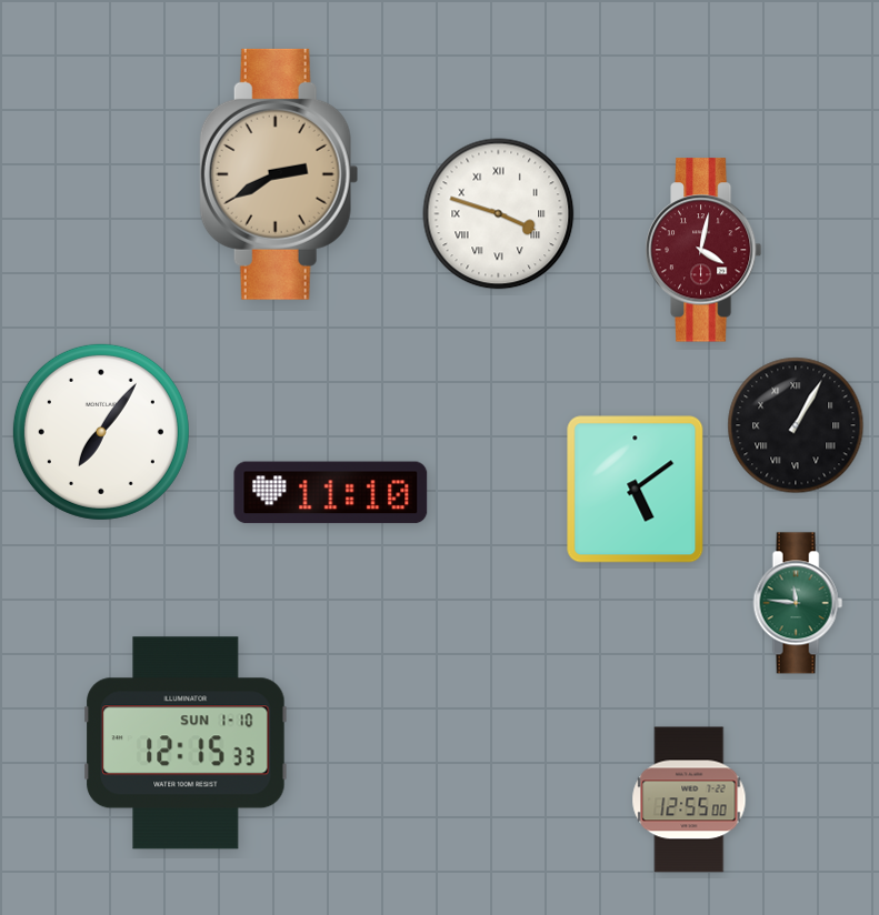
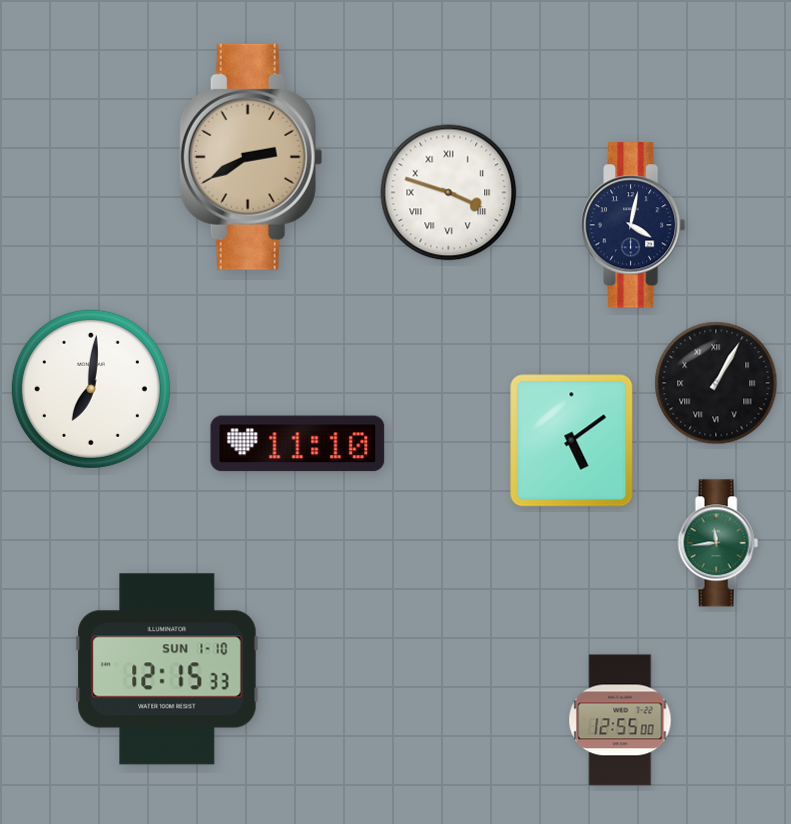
clock at (703, 250) dial: burgundy -> navy
clock at (101, 432): 7:06 -> 7:01
clock at (798, 603): 11:46 -> 11:44
